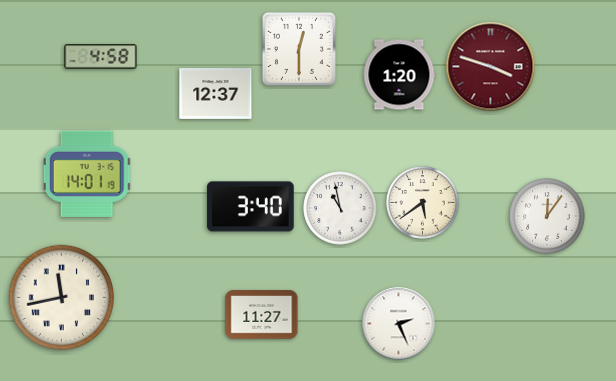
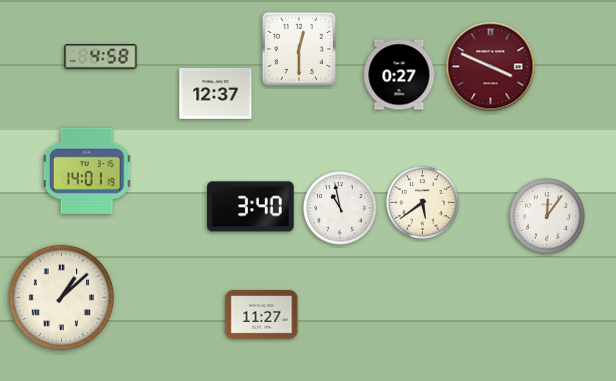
clock at (491, 67): 3:48 -> 3:49
clock at (399, 75): 1:20 -> 0:27
clock at (87, 174) position: (87, 174) -> (87, 171)
clock at (62, 298): 11:43 -> 1:08
clock at (399, 324): 2:26 -> none
